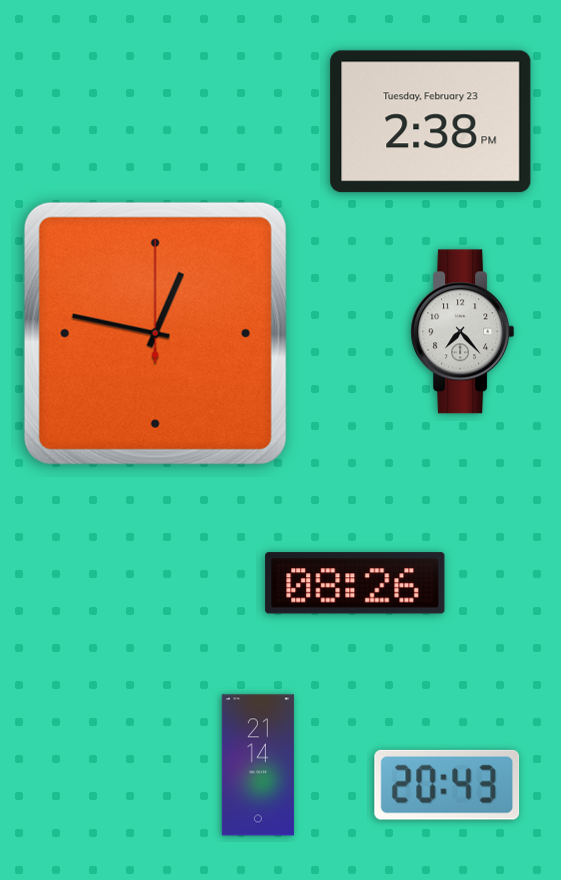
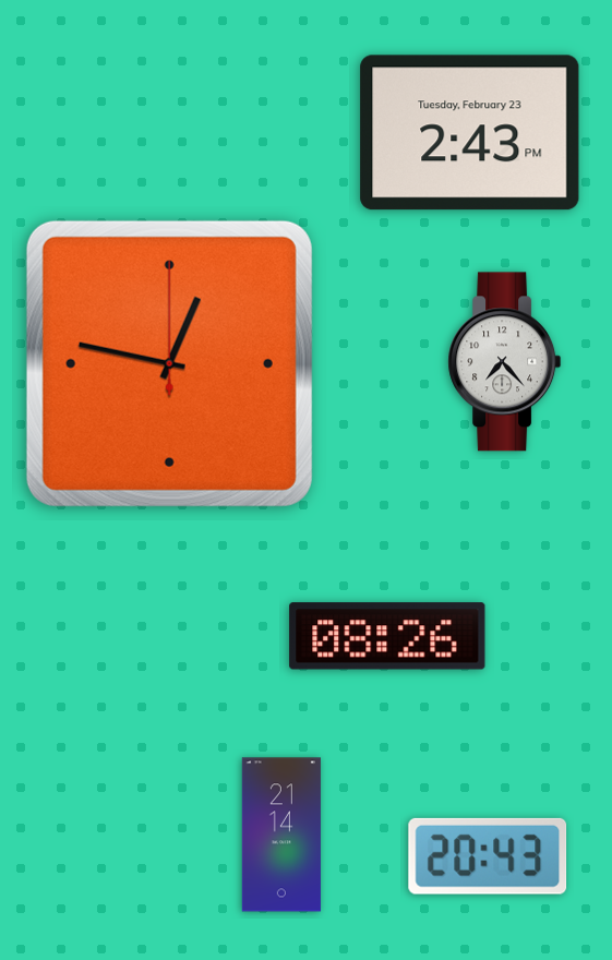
clock at (431, 122): 2:38 -> 2:43
